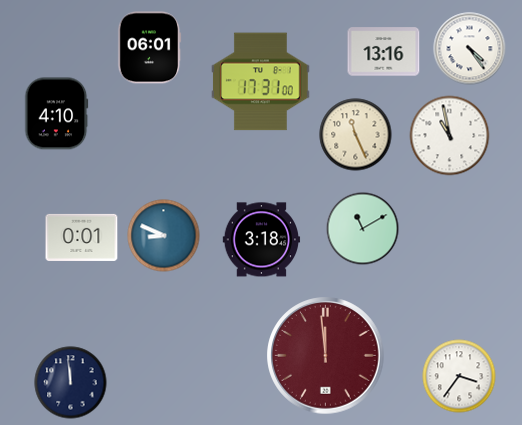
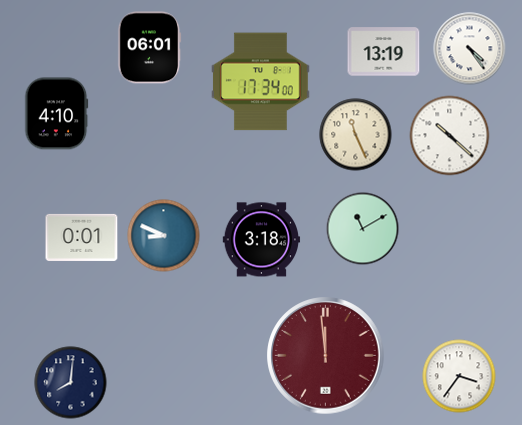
clock at (384, 52): 13:16 -> 13:19
clock at (261, 82): 17:31 -> 17:34
clock at (450, 136): 10:58 -> 10:22
clock at (71, 383): 11:59 -> 8:01
